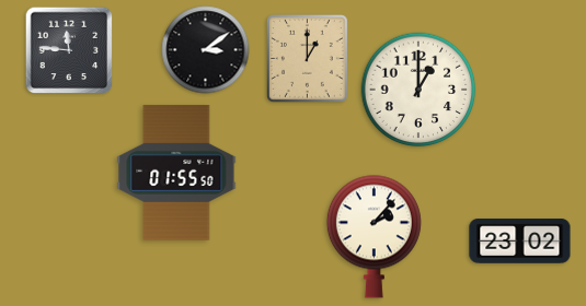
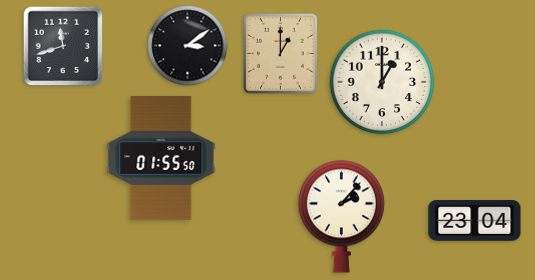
clock at (69, 50): 11:46 -> 11:42
clock at (520, 242): 23:02 -> 23:04
